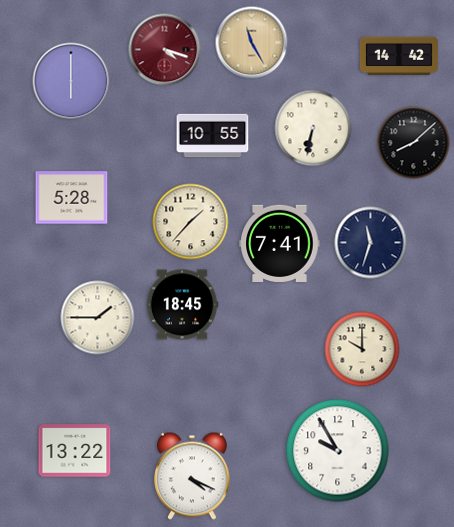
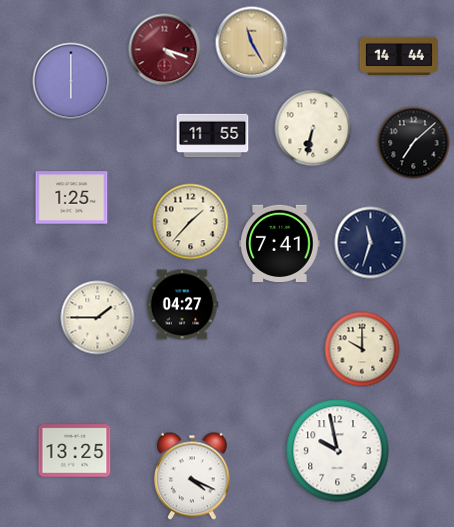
clock at (399, 55): 14:42 -> 14:44
clock at (213, 136): 10:55 -> 11:55
clock at (414, 143): 8:08 -> 7:08
clock at (72, 198): 5:28 -> 1:25
clock at (182, 305): 18:45 -> 04:27
clock at (75, 451): 13:22 -> 13:25
clock at (338, 451): 9:55 -> 9:58
